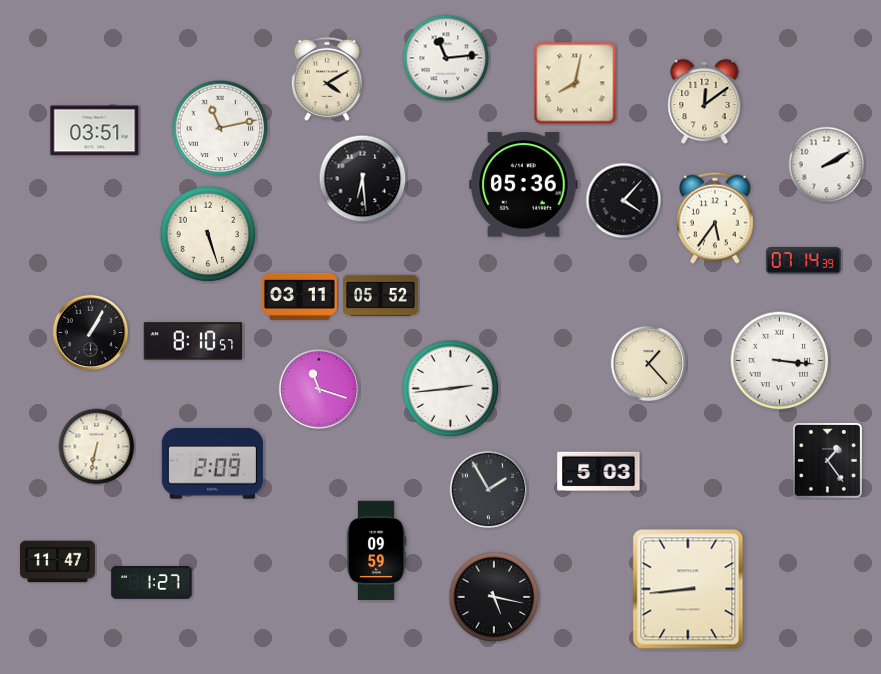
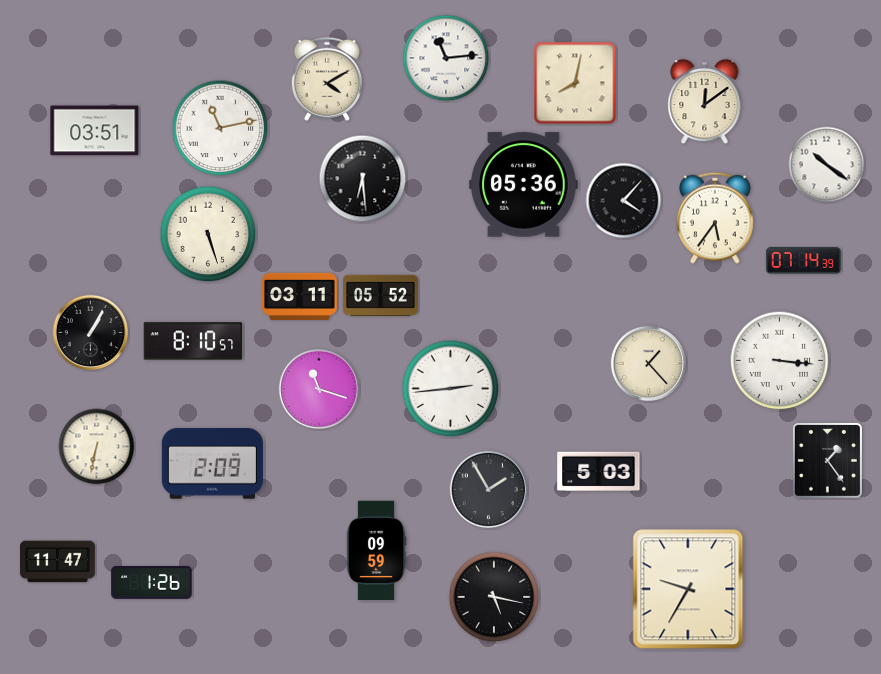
clock at (827, 165): 2:10 -> 10:21
clock at (152, 583): 1:27 -> 1:26
clock at (688, 589): 8:44 -> 9:35
